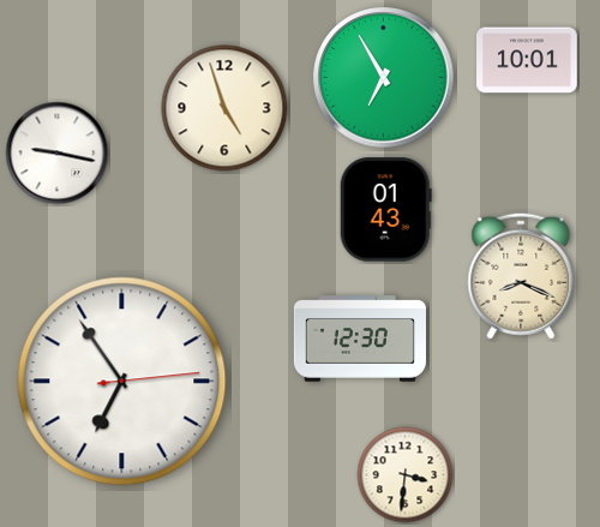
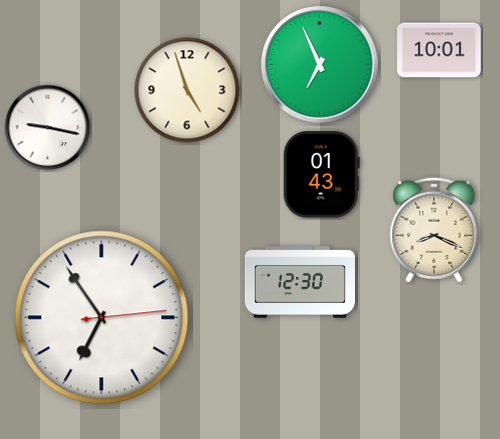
clock at (384, 78): 6:55 -> 6:56
clock at (406, 475): 3:31 -> none
